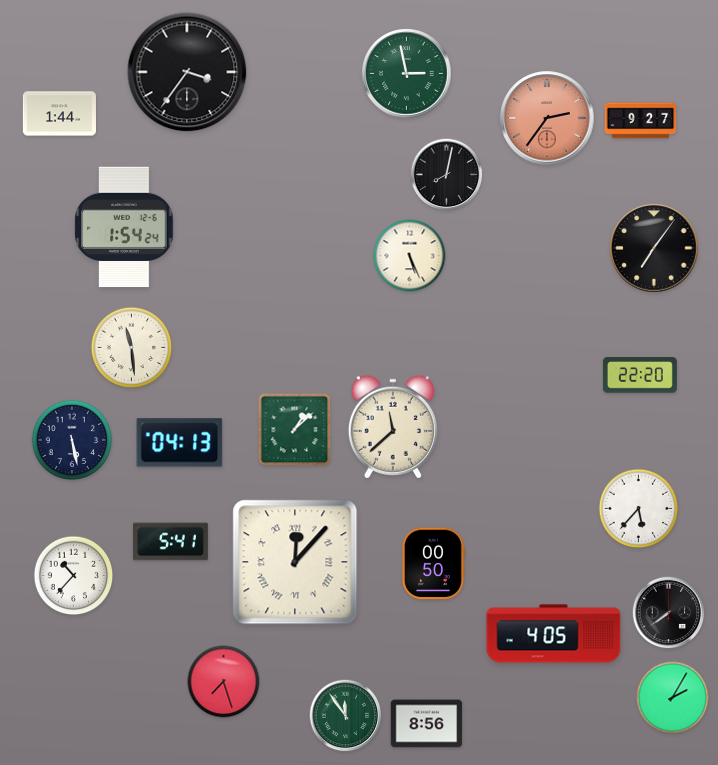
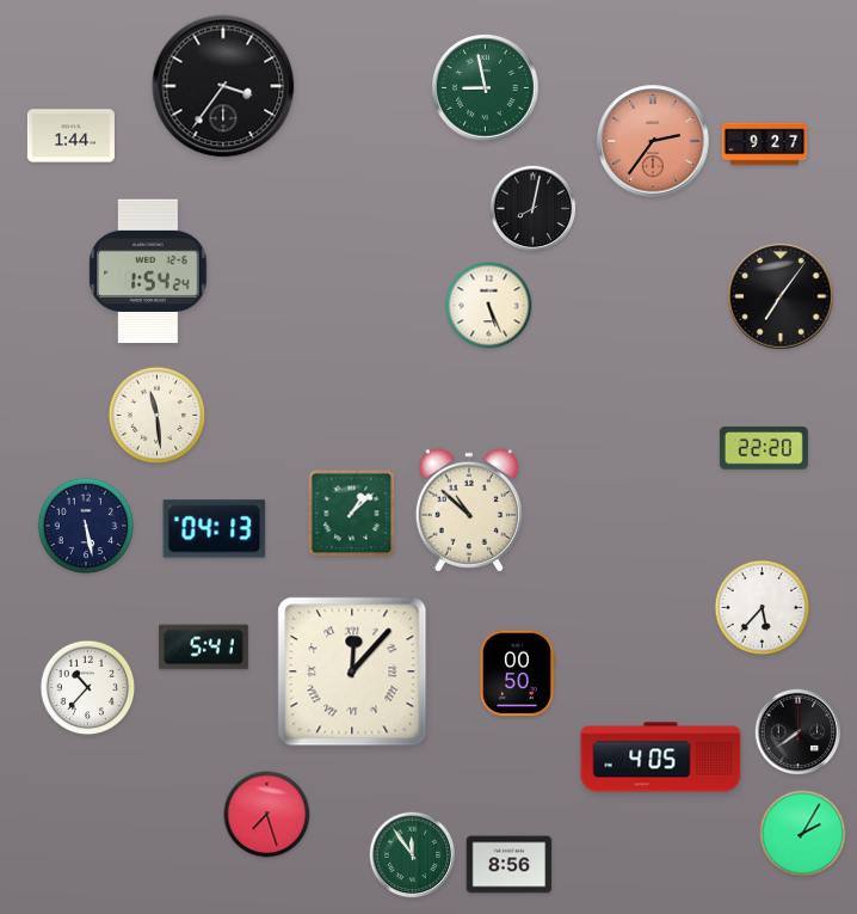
clock at (407, 74): 2:58 -> 8:58
clock at (393, 427): 11:38 -> 10:52
